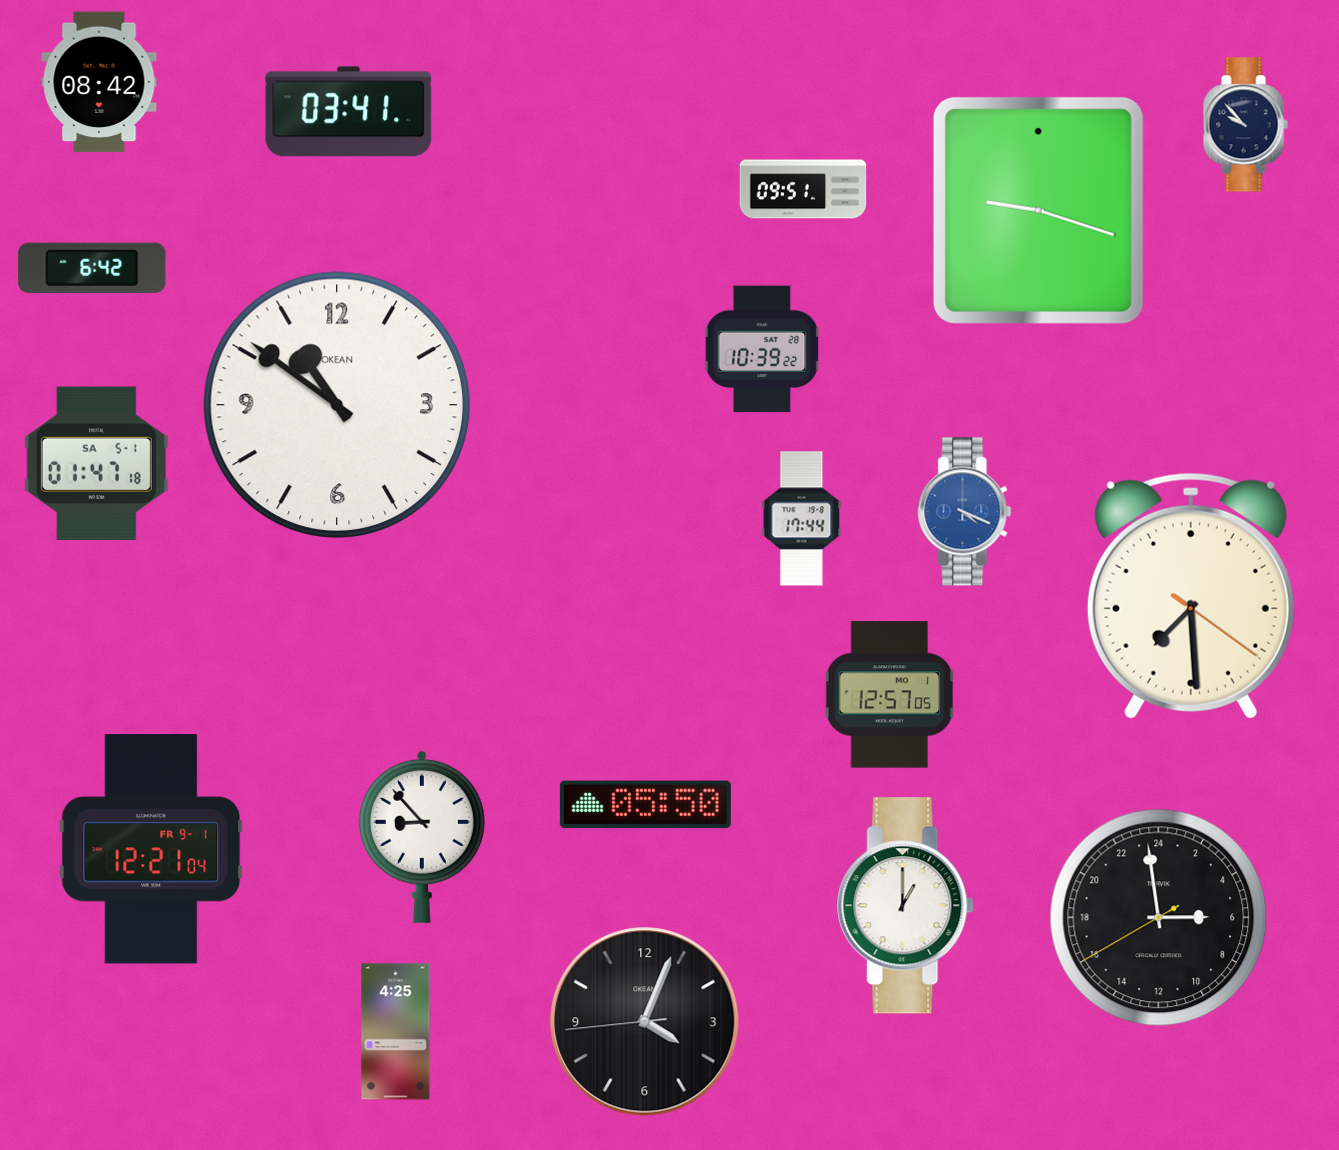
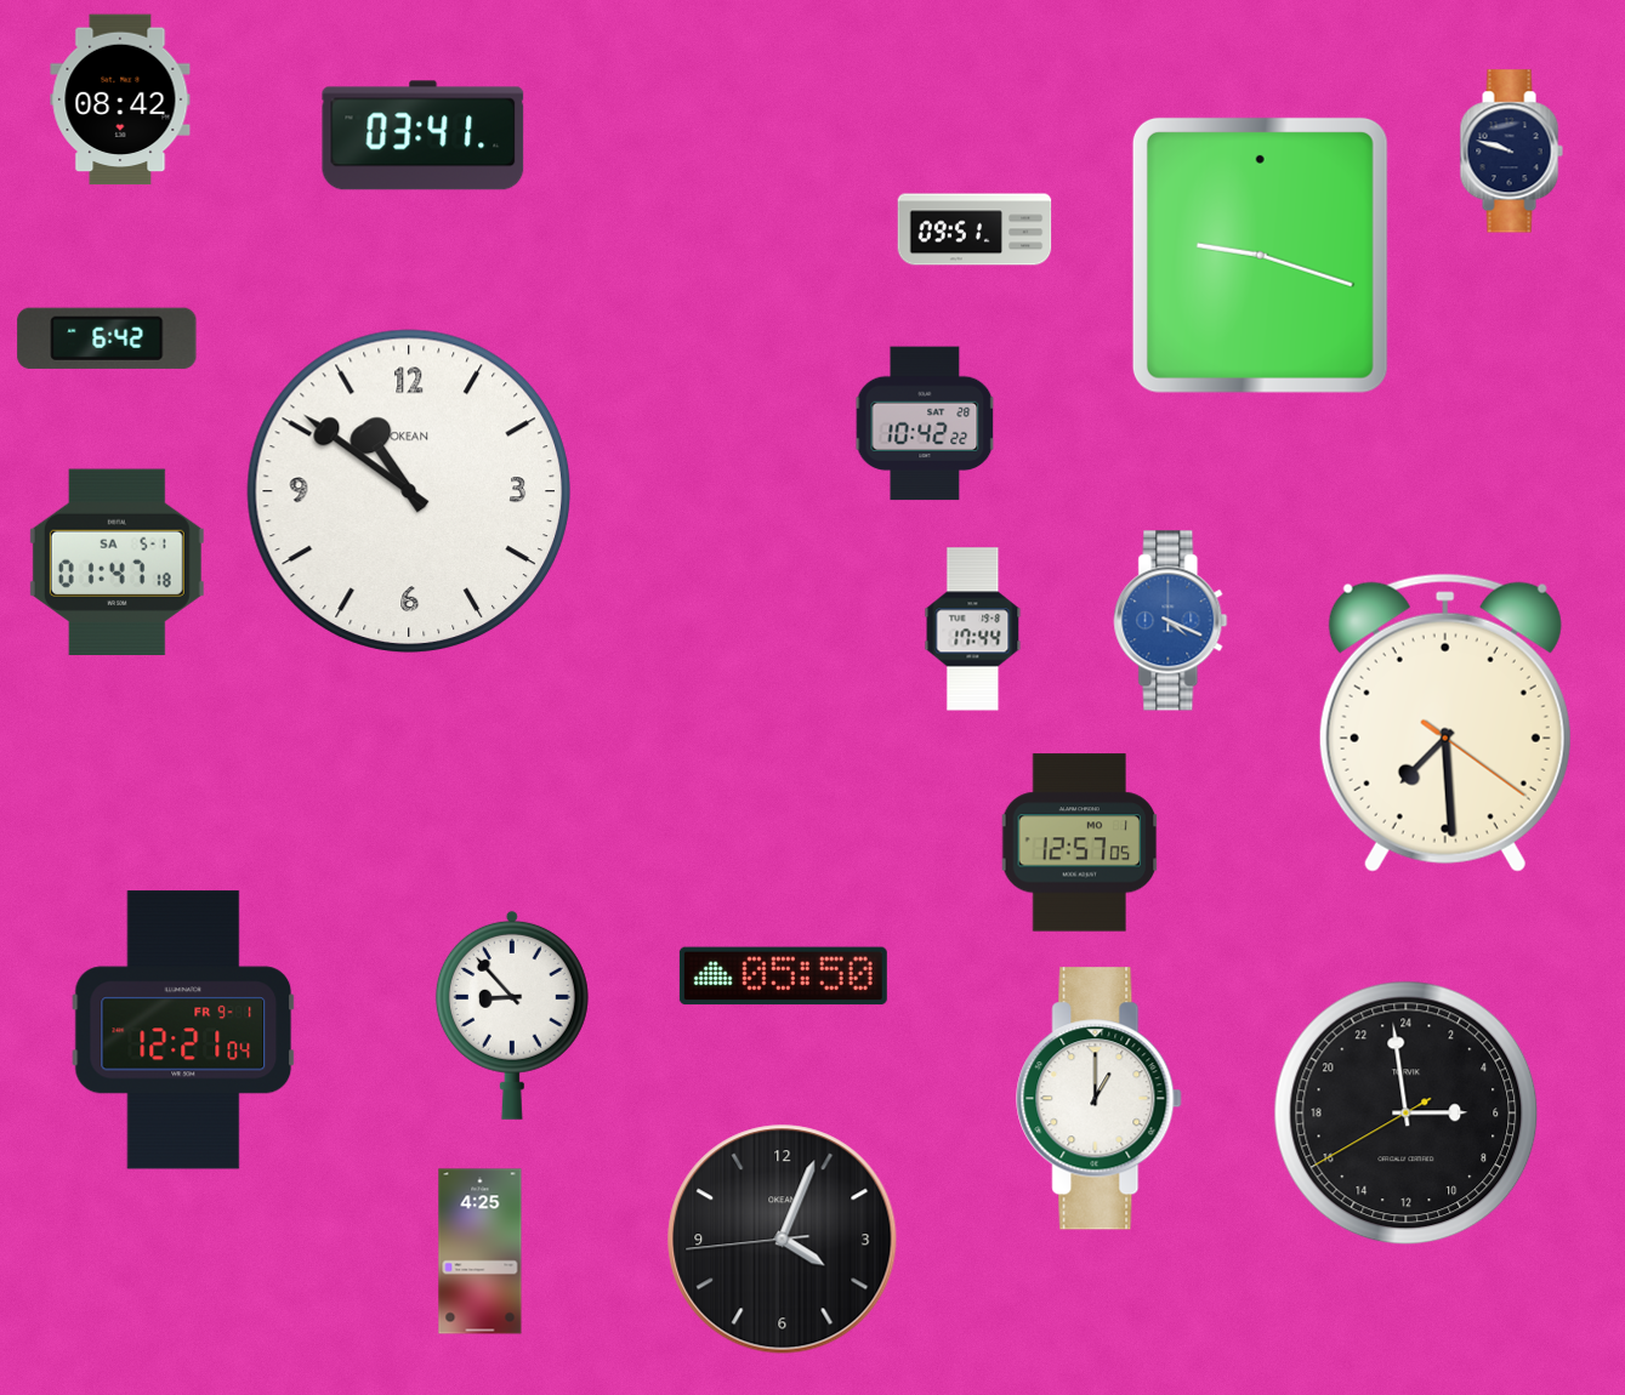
clock at (1245, 125): 9:53 -> 9:48
clock at (92, 268) position: (92, 268) -> (107, 338)
clock at (762, 349): 10:39 -> 10:42
